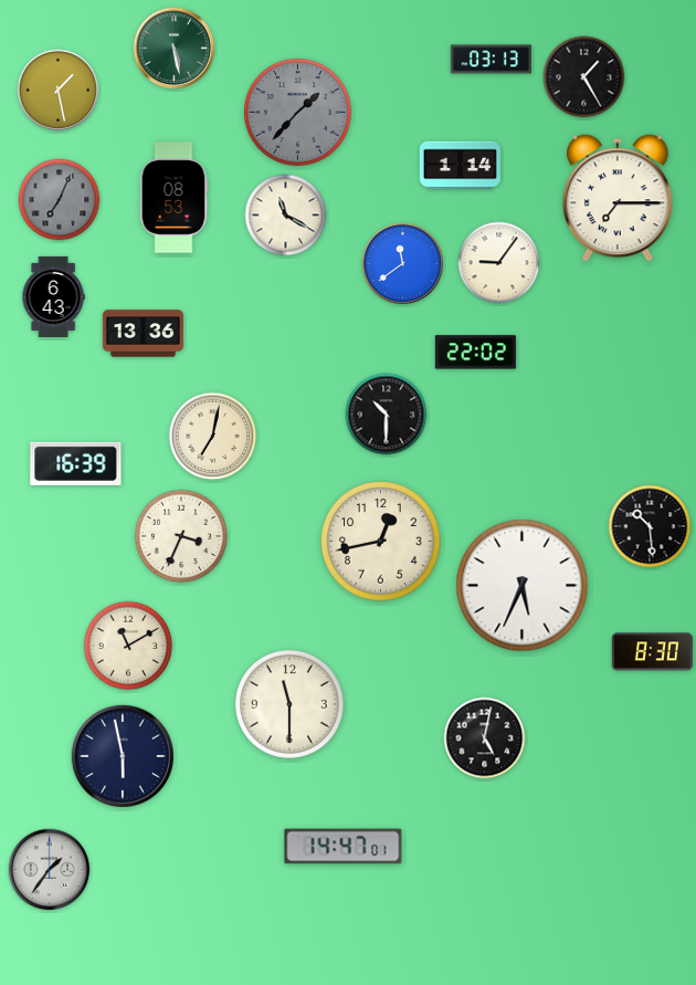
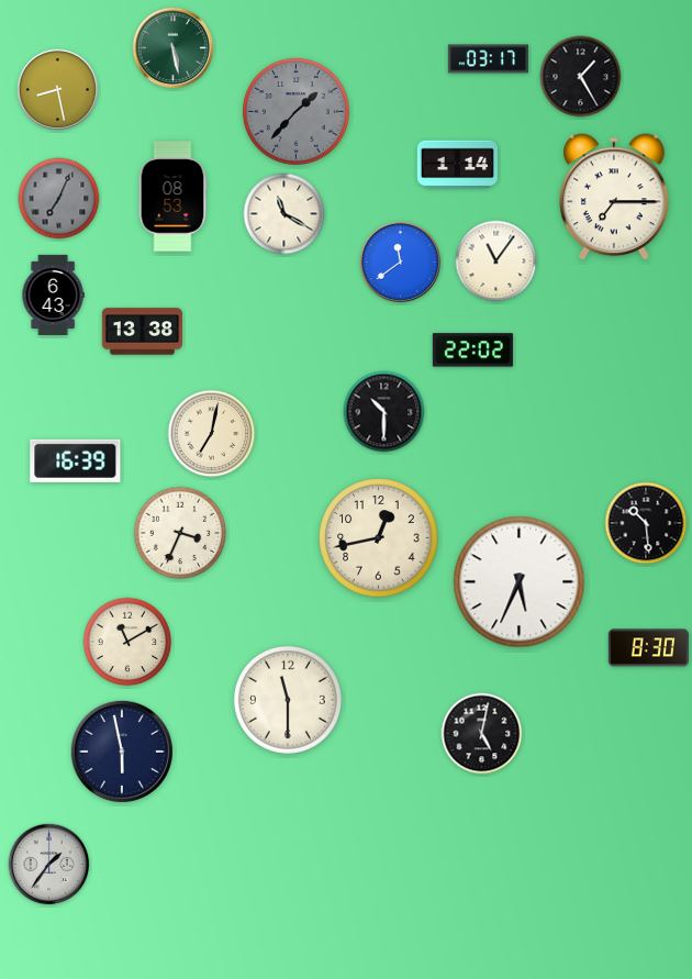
clock at (491, 60): 03:13 -> 03:17
clock at (59, 91): 1:28 -> 8:28
clock at (499, 263): 9:06 -> 11:06
clock at (143, 334): 13:36 -> 13:38
clock at (344, 847): 14:47 -> none
